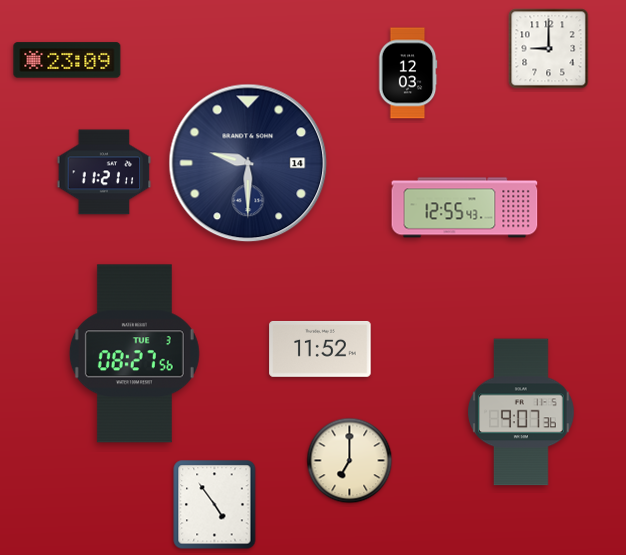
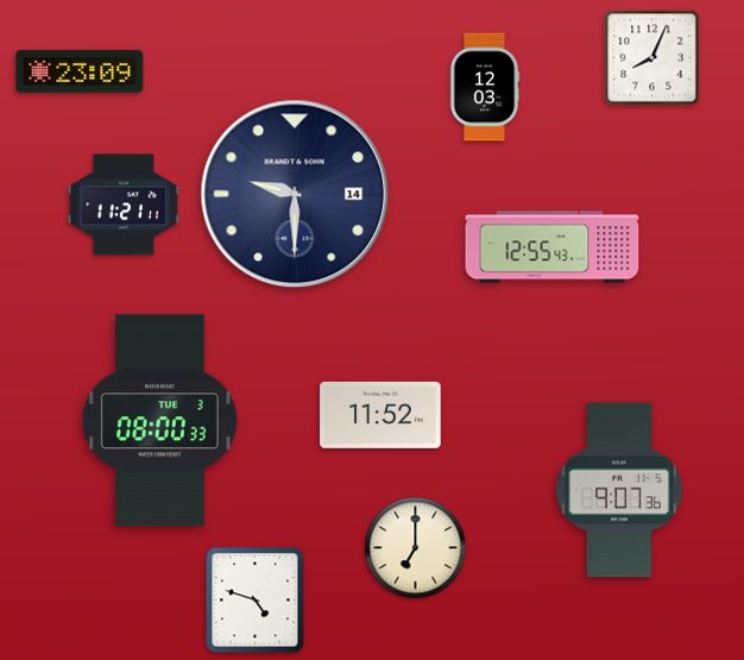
clock at (549, 49): 9:00 -> 8:04
clock at (134, 354): 08:27 -> 08:00
clock at (215, 505): 4:54 -> 4:48
